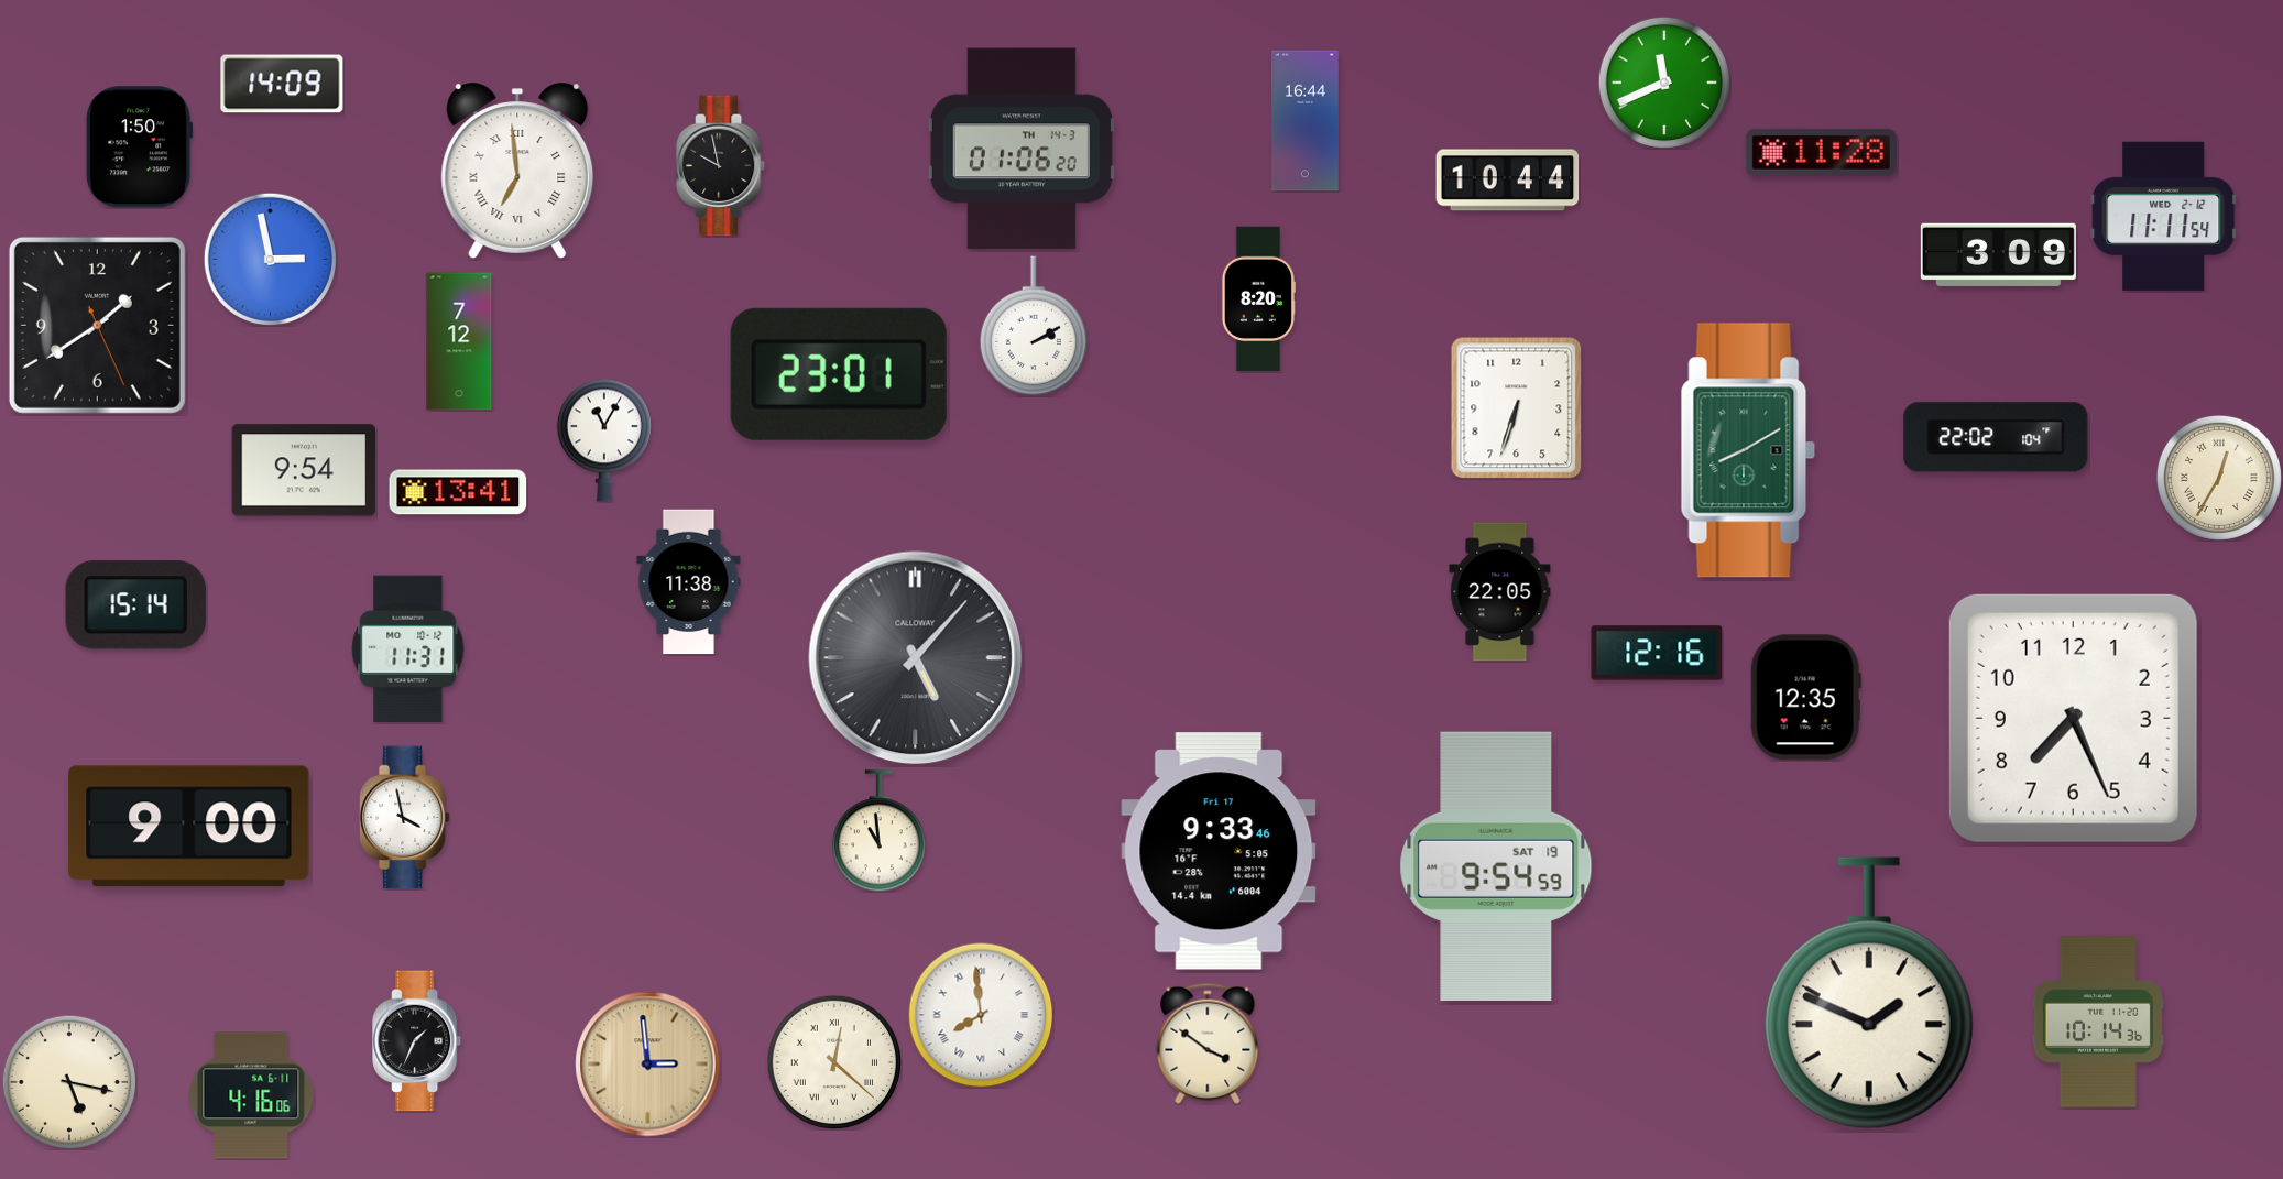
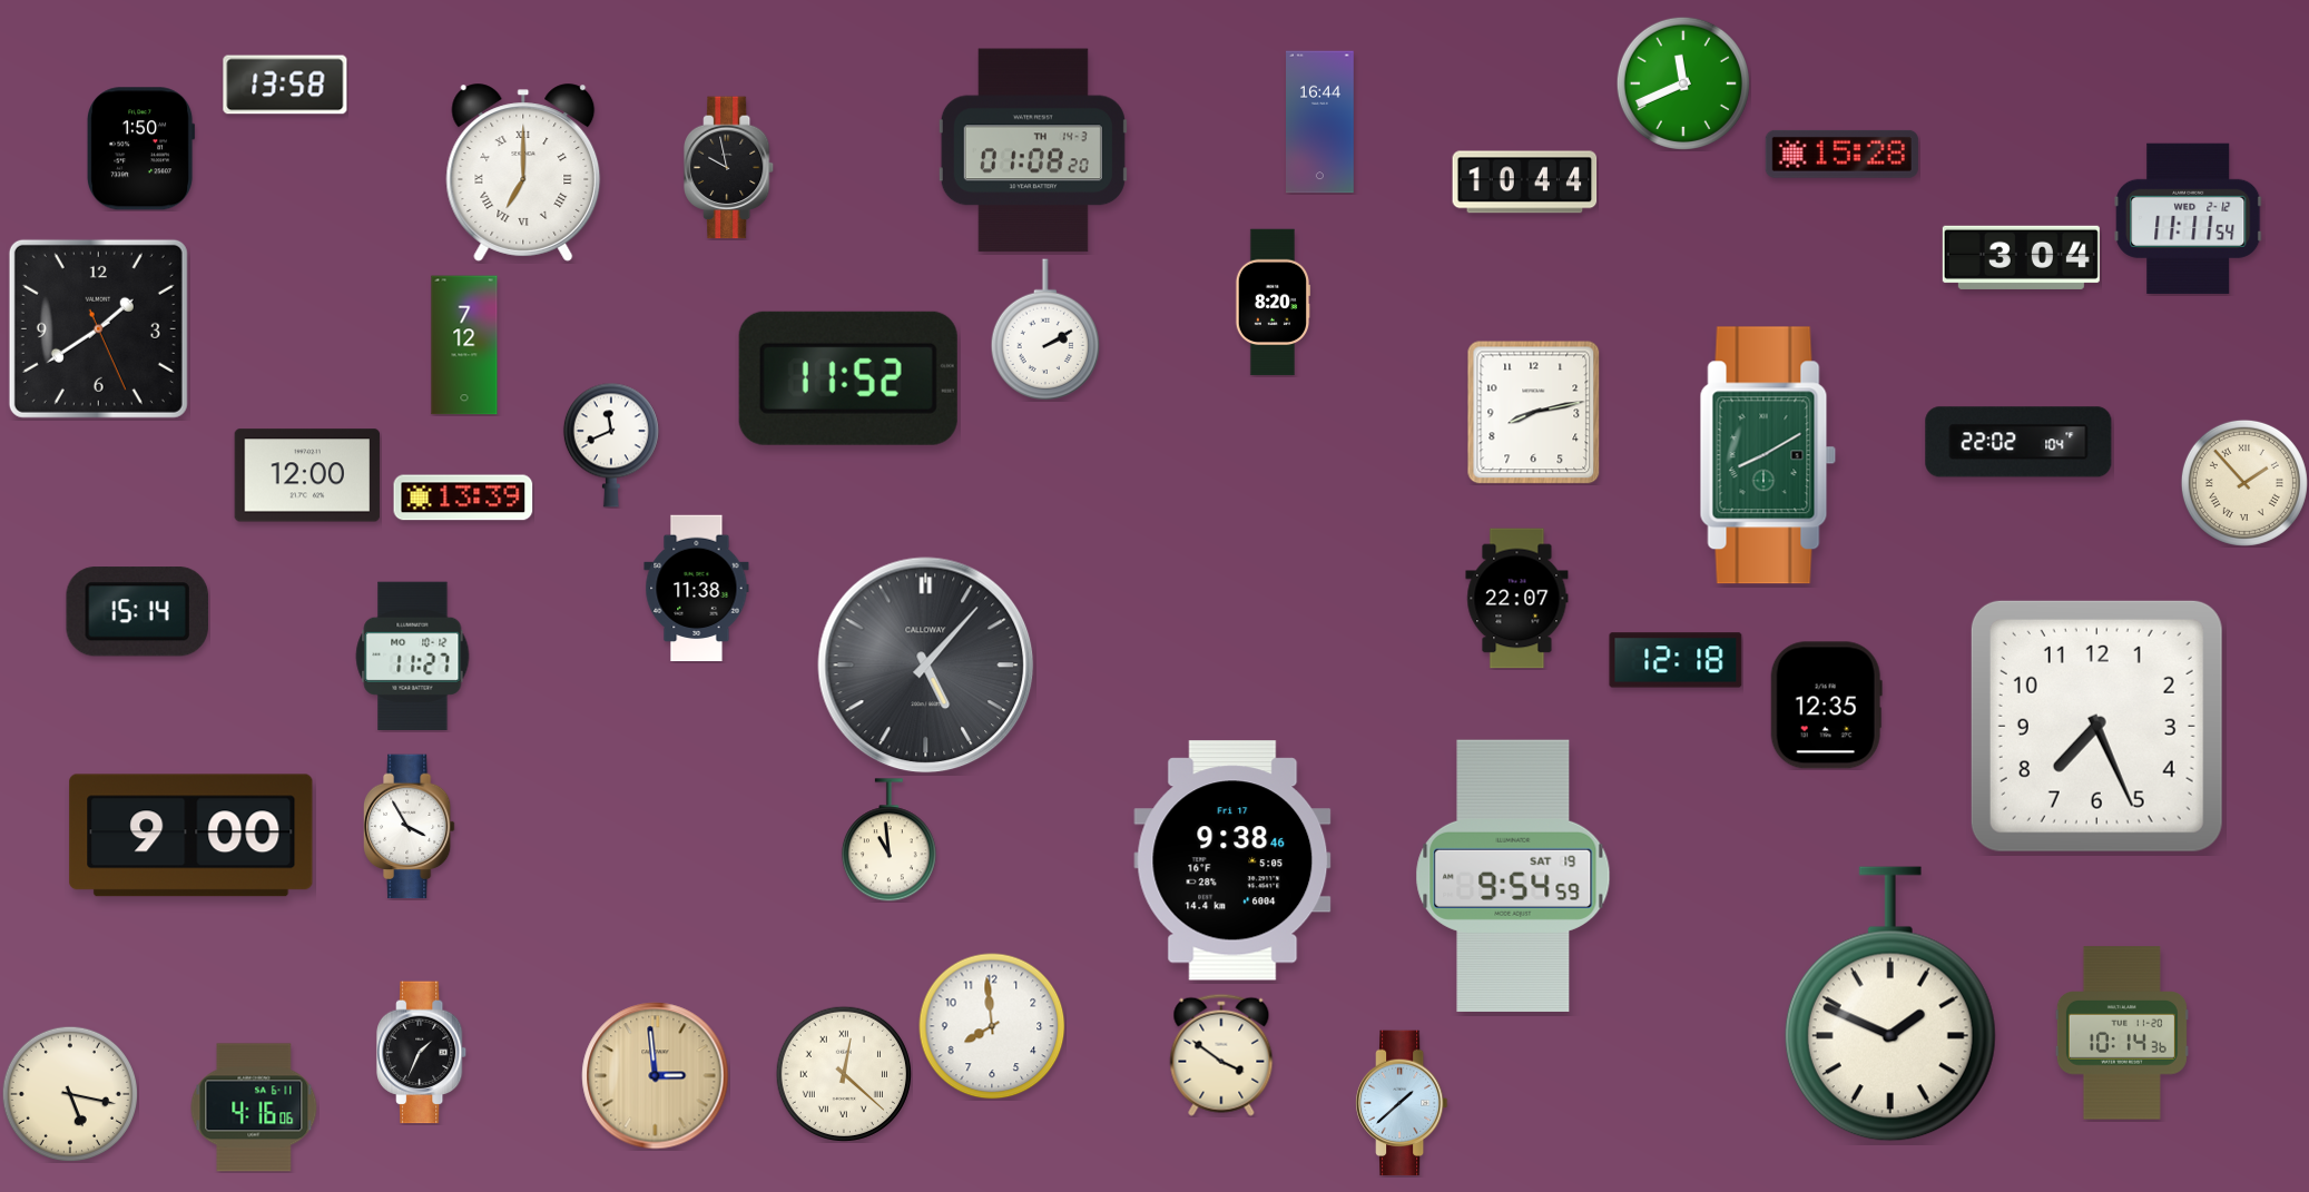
clock at (282, 84): 14:09 -> 13:58
clock at (1022, 149): 01:06 -> 01:08
clock at (1821, 152): 11:28 -> 15:28
clock at (517, 171): 6:59 -> 7:00
clock at (1998, 254): 3:09 -> 3:04
clock at (270, 259): 2:58 -> none
clock at (839, 374): 23:01 -> 11:52
clock at (1517, 408): 6:33 -> 8:13
clock at (604, 440): 11:05 -> 11:41
clock at (304, 470): 9:54 -> 12:00
clock at (2219, 478): 12:35 -> 1:53
clock at (458, 492): 13:41 -> 13:39
clock at (1500, 592): 22:05 -> 22:07
clock at (408, 648): 11:31 -> 11:27
clock at (1657, 653): 12:16 -> 12:18
clock at (404, 818): 3:58 -> 3:55
clock at (1219, 851): 9:33 -> 9:38
clock at (981, 1015) numerals: Roman -> Arabic
clock at (1402, 1103): none -> 1:38
